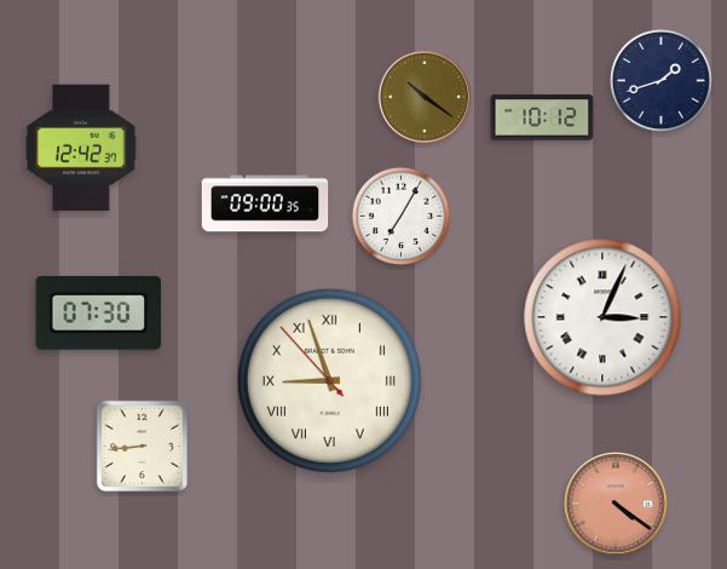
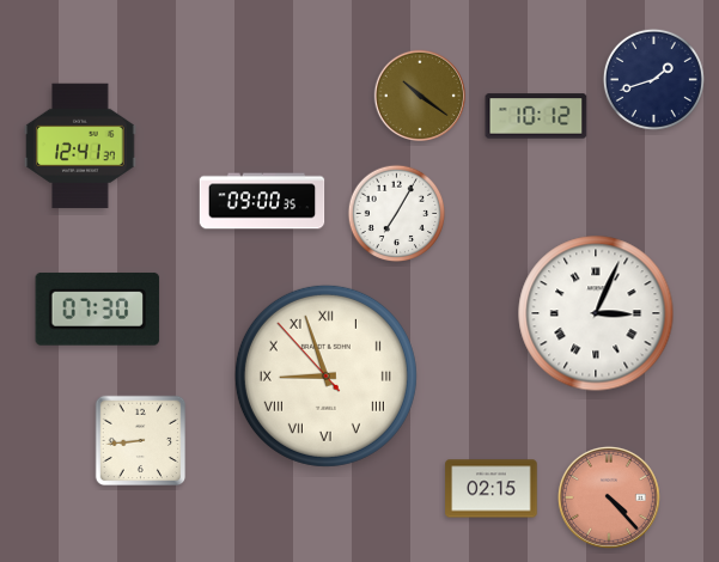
clock at (81, 148): 12:42 -> 12:41
clock at (492, 489): none -> 02:15
clock at (616, 504): 4:21 -> 4:23
